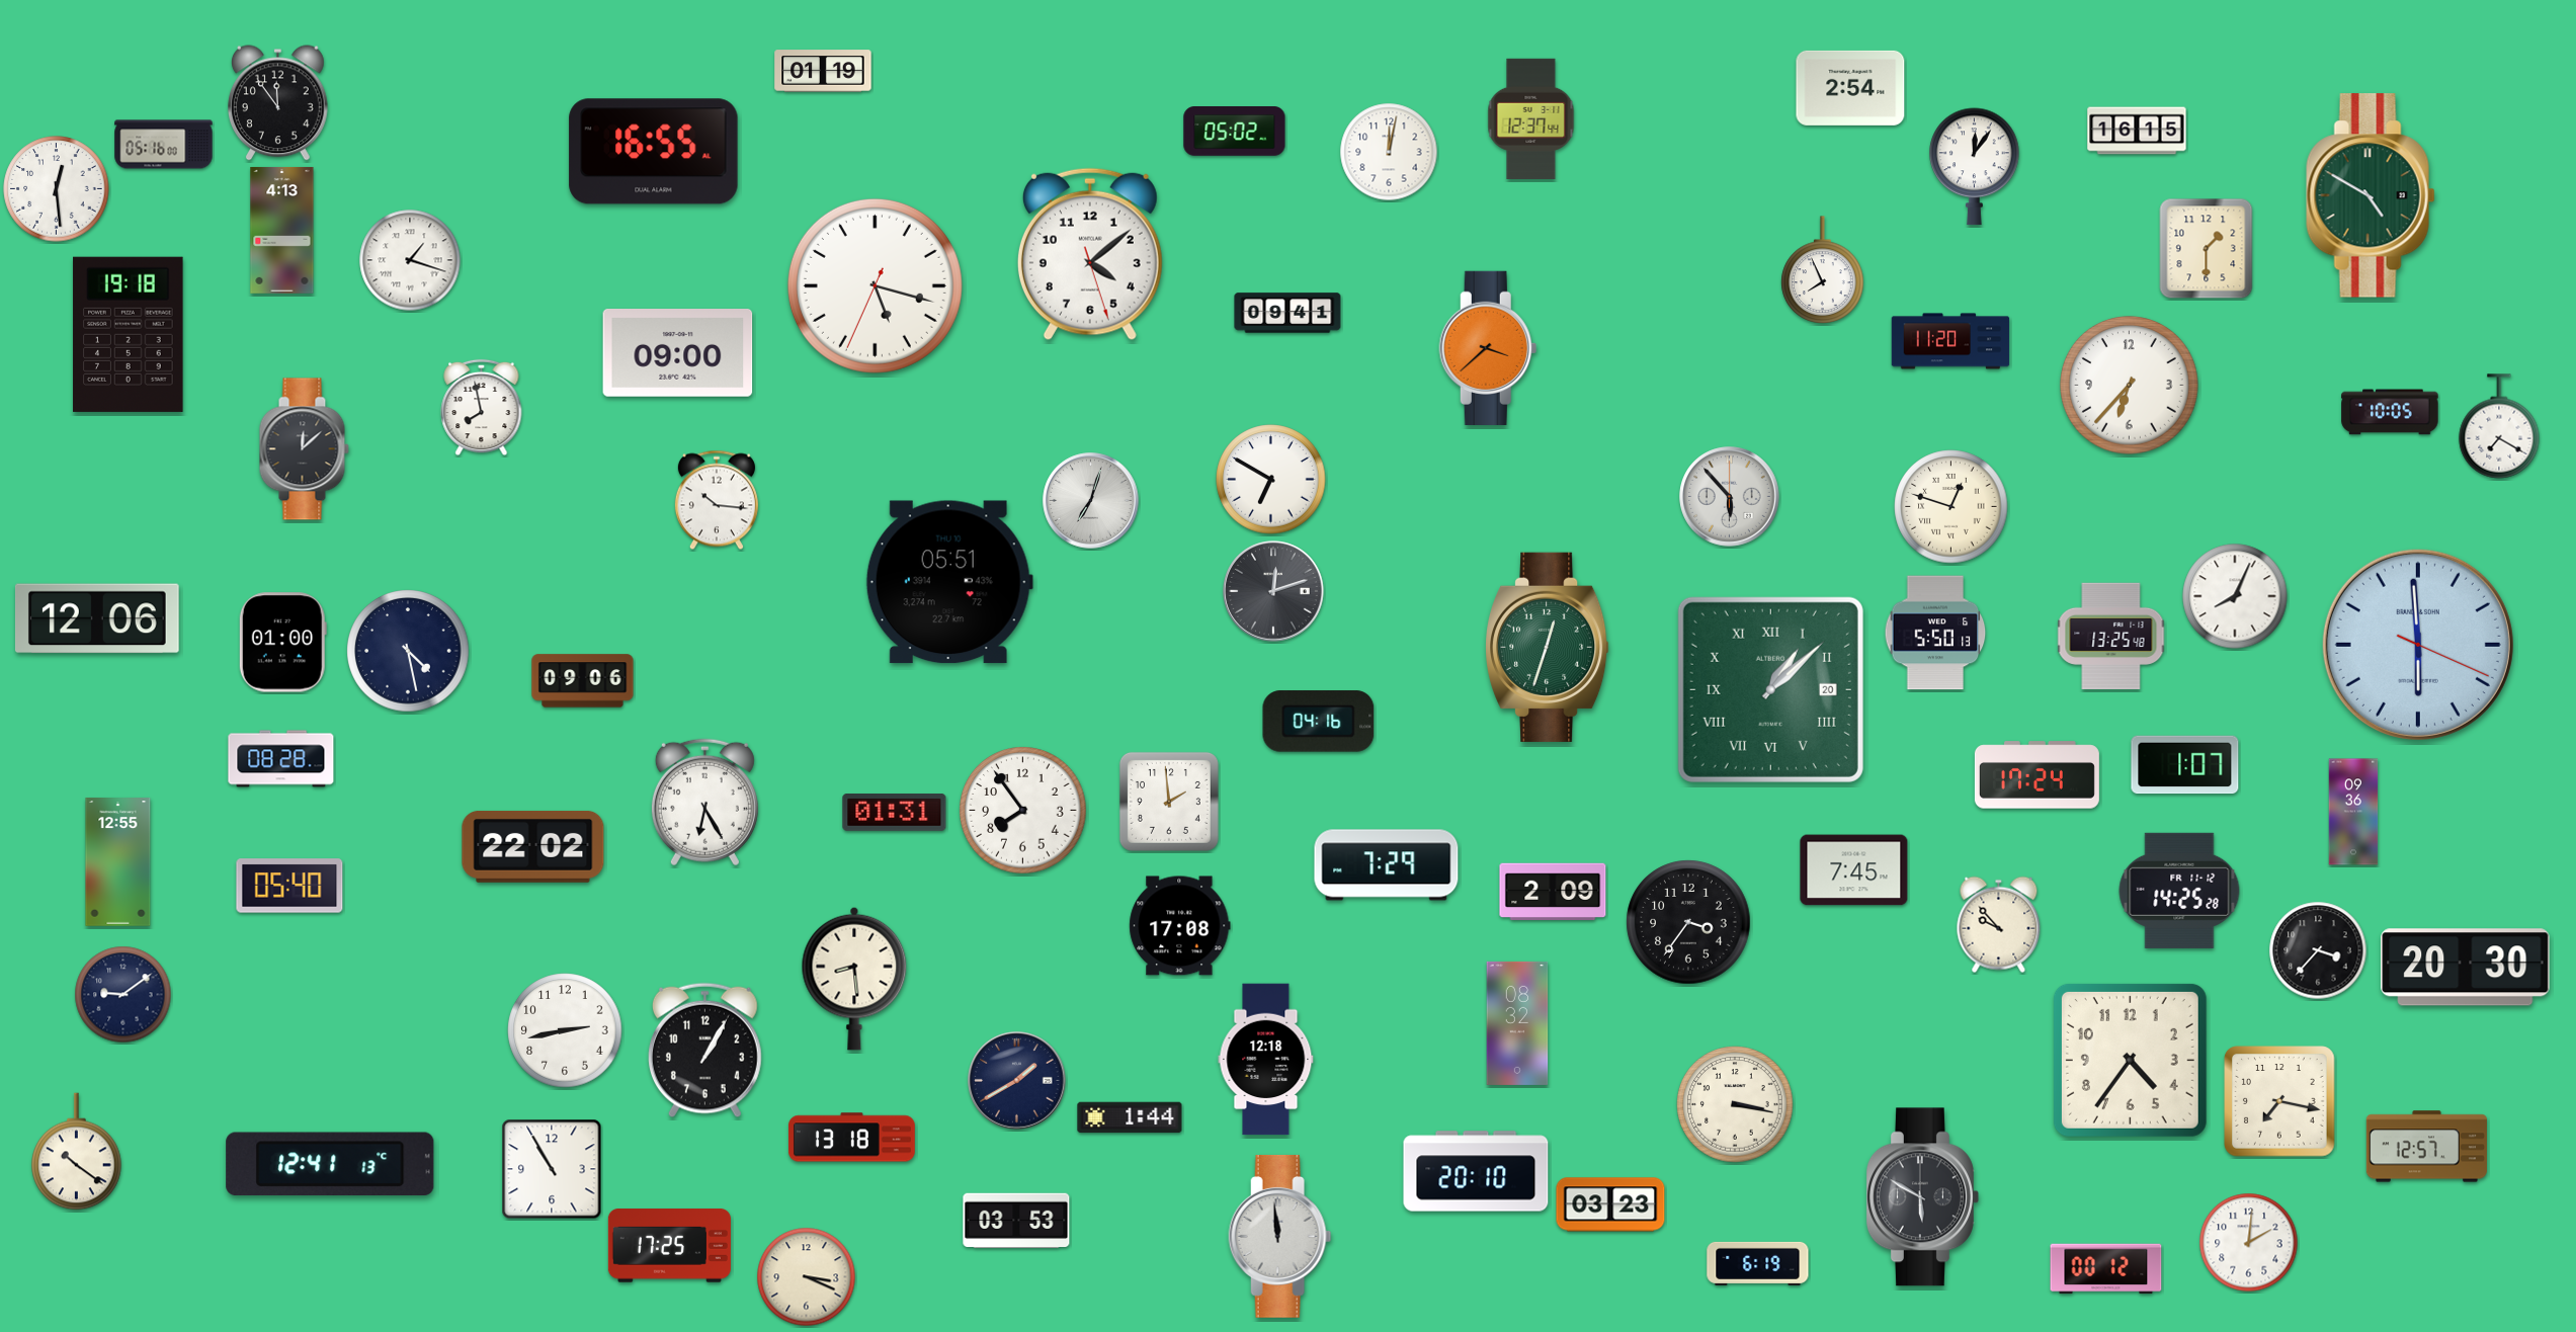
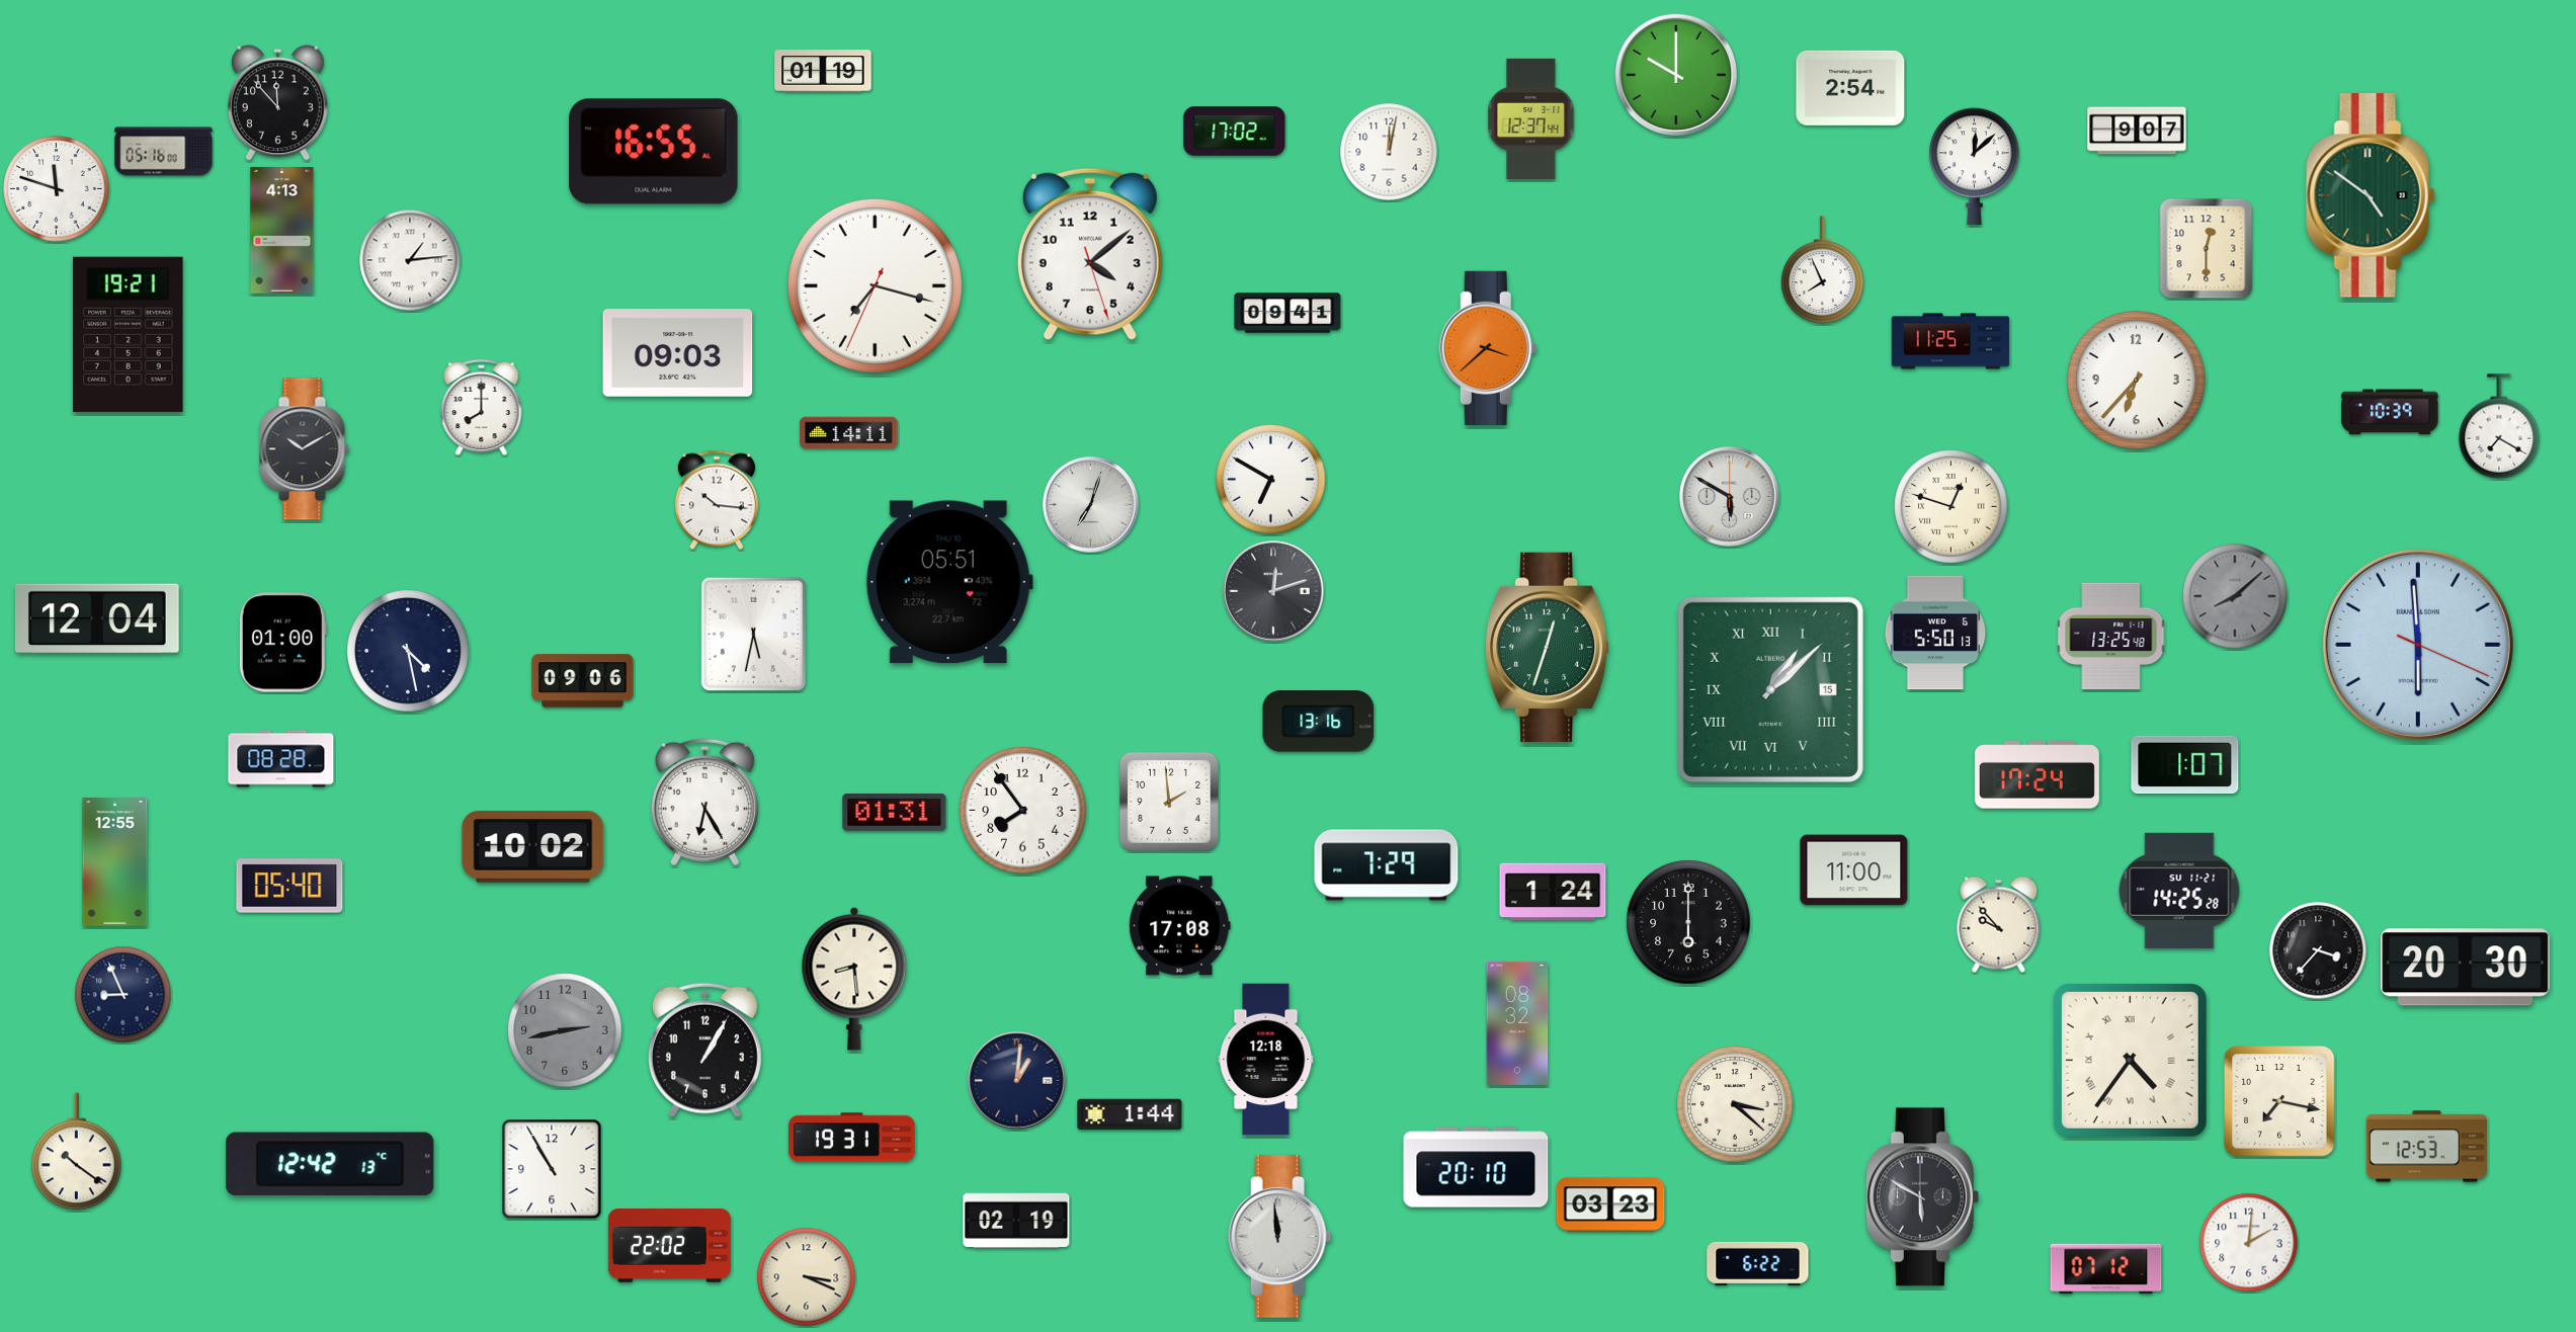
clock at (1675, 74): none -> 10:00
clock at (278, 103): 11:54 -> 11:53
clock at (2137, 131): 16:15 -> 9:07
clock at (1235, 132): 05:02 -> 17:02
clock at (164, 145) position: (164, 145) -> (164, 152)
clock at (1975, 167): 12:06 -> 12:08
clock at (57, 189): 12:29 -> 11:48
clock at (2371, 195): 4:50 -> 4:51
clock at (2207, 249): 1:30 -> 12:30
clock at (410, 260): 1:18 -> 1:14
clock at (875, 285): 5:17 -> 7:17
clock at (129, 334): 19:18 -> 19:21
clock at (1950, 341): 11:20 -> 11:25
clock at (678, 353): 09:00 -> 09:03
clock at (2130, 386) position: (2130, 386) -> (2137, 381)
clock at (482, 408): 7:58 -> 8:00
clock at (2390, 412): 10:05 -> 10:39
clock at (849, 433): none -> 14:11
clock at (304, 449): 12:08 -> 10:10
clock at (1730, 497): 5:53 -> 5:50
clock at (1091, 501) position: (1091, 501) -> (1091, 505)
clock at (2235, 596): 8:04 -> 8:08
clock at (2235, 596) dial: white -> grey
clock at (97, 618): 12:06 -> 12:04
clock at (754, 635): none -> 5:32
clock at (1770, 689) date: 20 -> 15
clock at (1319, 722): 04:16 -> 13:16
clock at (2353, 812): 09:36 -> none
clock at (533, 847): 22:02 -> 10:02
clock at (118, 862) position: (118, 862) -> (115, 862)
clock at (1854, 870): 7:45 -> 11:00
clock at (2179, 891) date: FR 11-12 -> SU 11-21
clock at (1553, 892): 2:09 -> 1:24
clock at (1688, 922): 3:36 -> 6:00
clock at (123, 995): 9:09 -> 8:56
clock at (565, 1030) dial: white -> grey
clock at (2130, 1060) numerals: Arabic -> Roman
clock at (1017, 1081): 1:40 -> 1:01
clock at (1735, 1104): 3:17 -> 3:22
clock at (1130, 1117) position: (1130, 1117) -> (1130, 1114)
clock at (851, 1138): 13:18 -> 19:31
clock at (2426, 1147): 12:57 -> 12:53
clock at (330, 1164): 12:41 -> 12:42
clock at (1476, 1171) position: (1476, 1171) -> (1476, 1167)
clock at (1016, 1220): 03:53 -> 02:19
clock at (669, 1246): 17:25 -> 22:02
clock at (1758, 1263): 6:19 -> 6:22
clock at (2106, 1269): 00:12 -> 07:12
